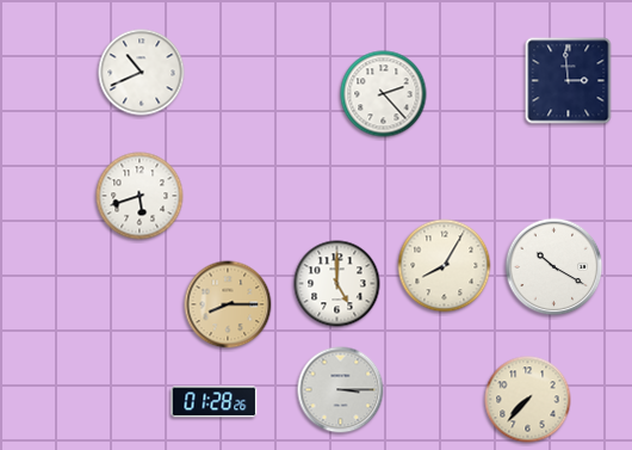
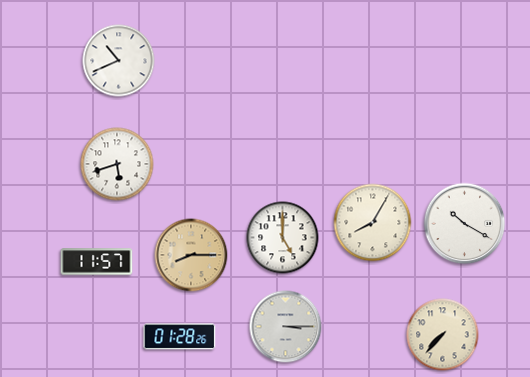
clock at (569, 81): 2:59 -> none
clock at (384, 94): 2:23 -> none
clock at (97, 262): none -> 11:57
